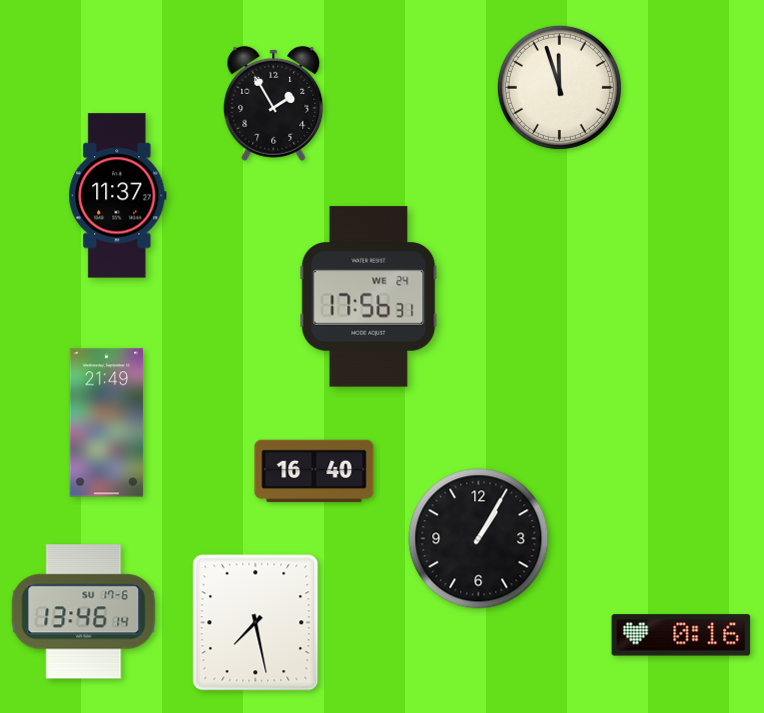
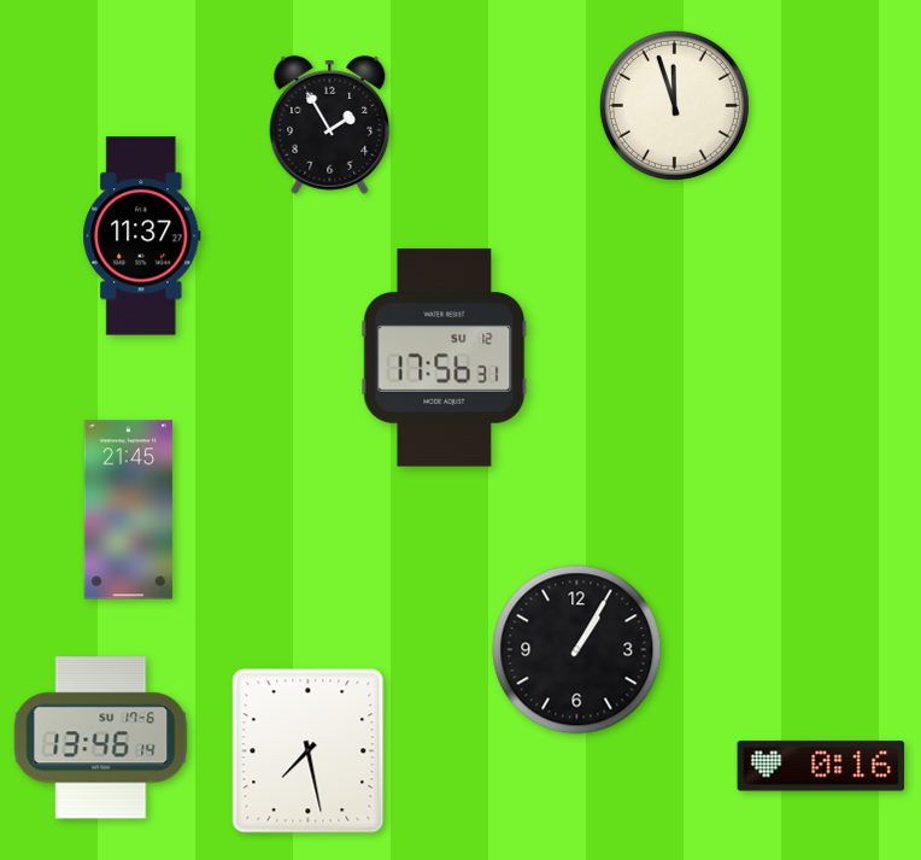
clock at (369, 297) date: WE 24 -> SU 12
clock at (107, 423): 21:49 -> 21:45
clock at (314, 471): 16:40 -> none
